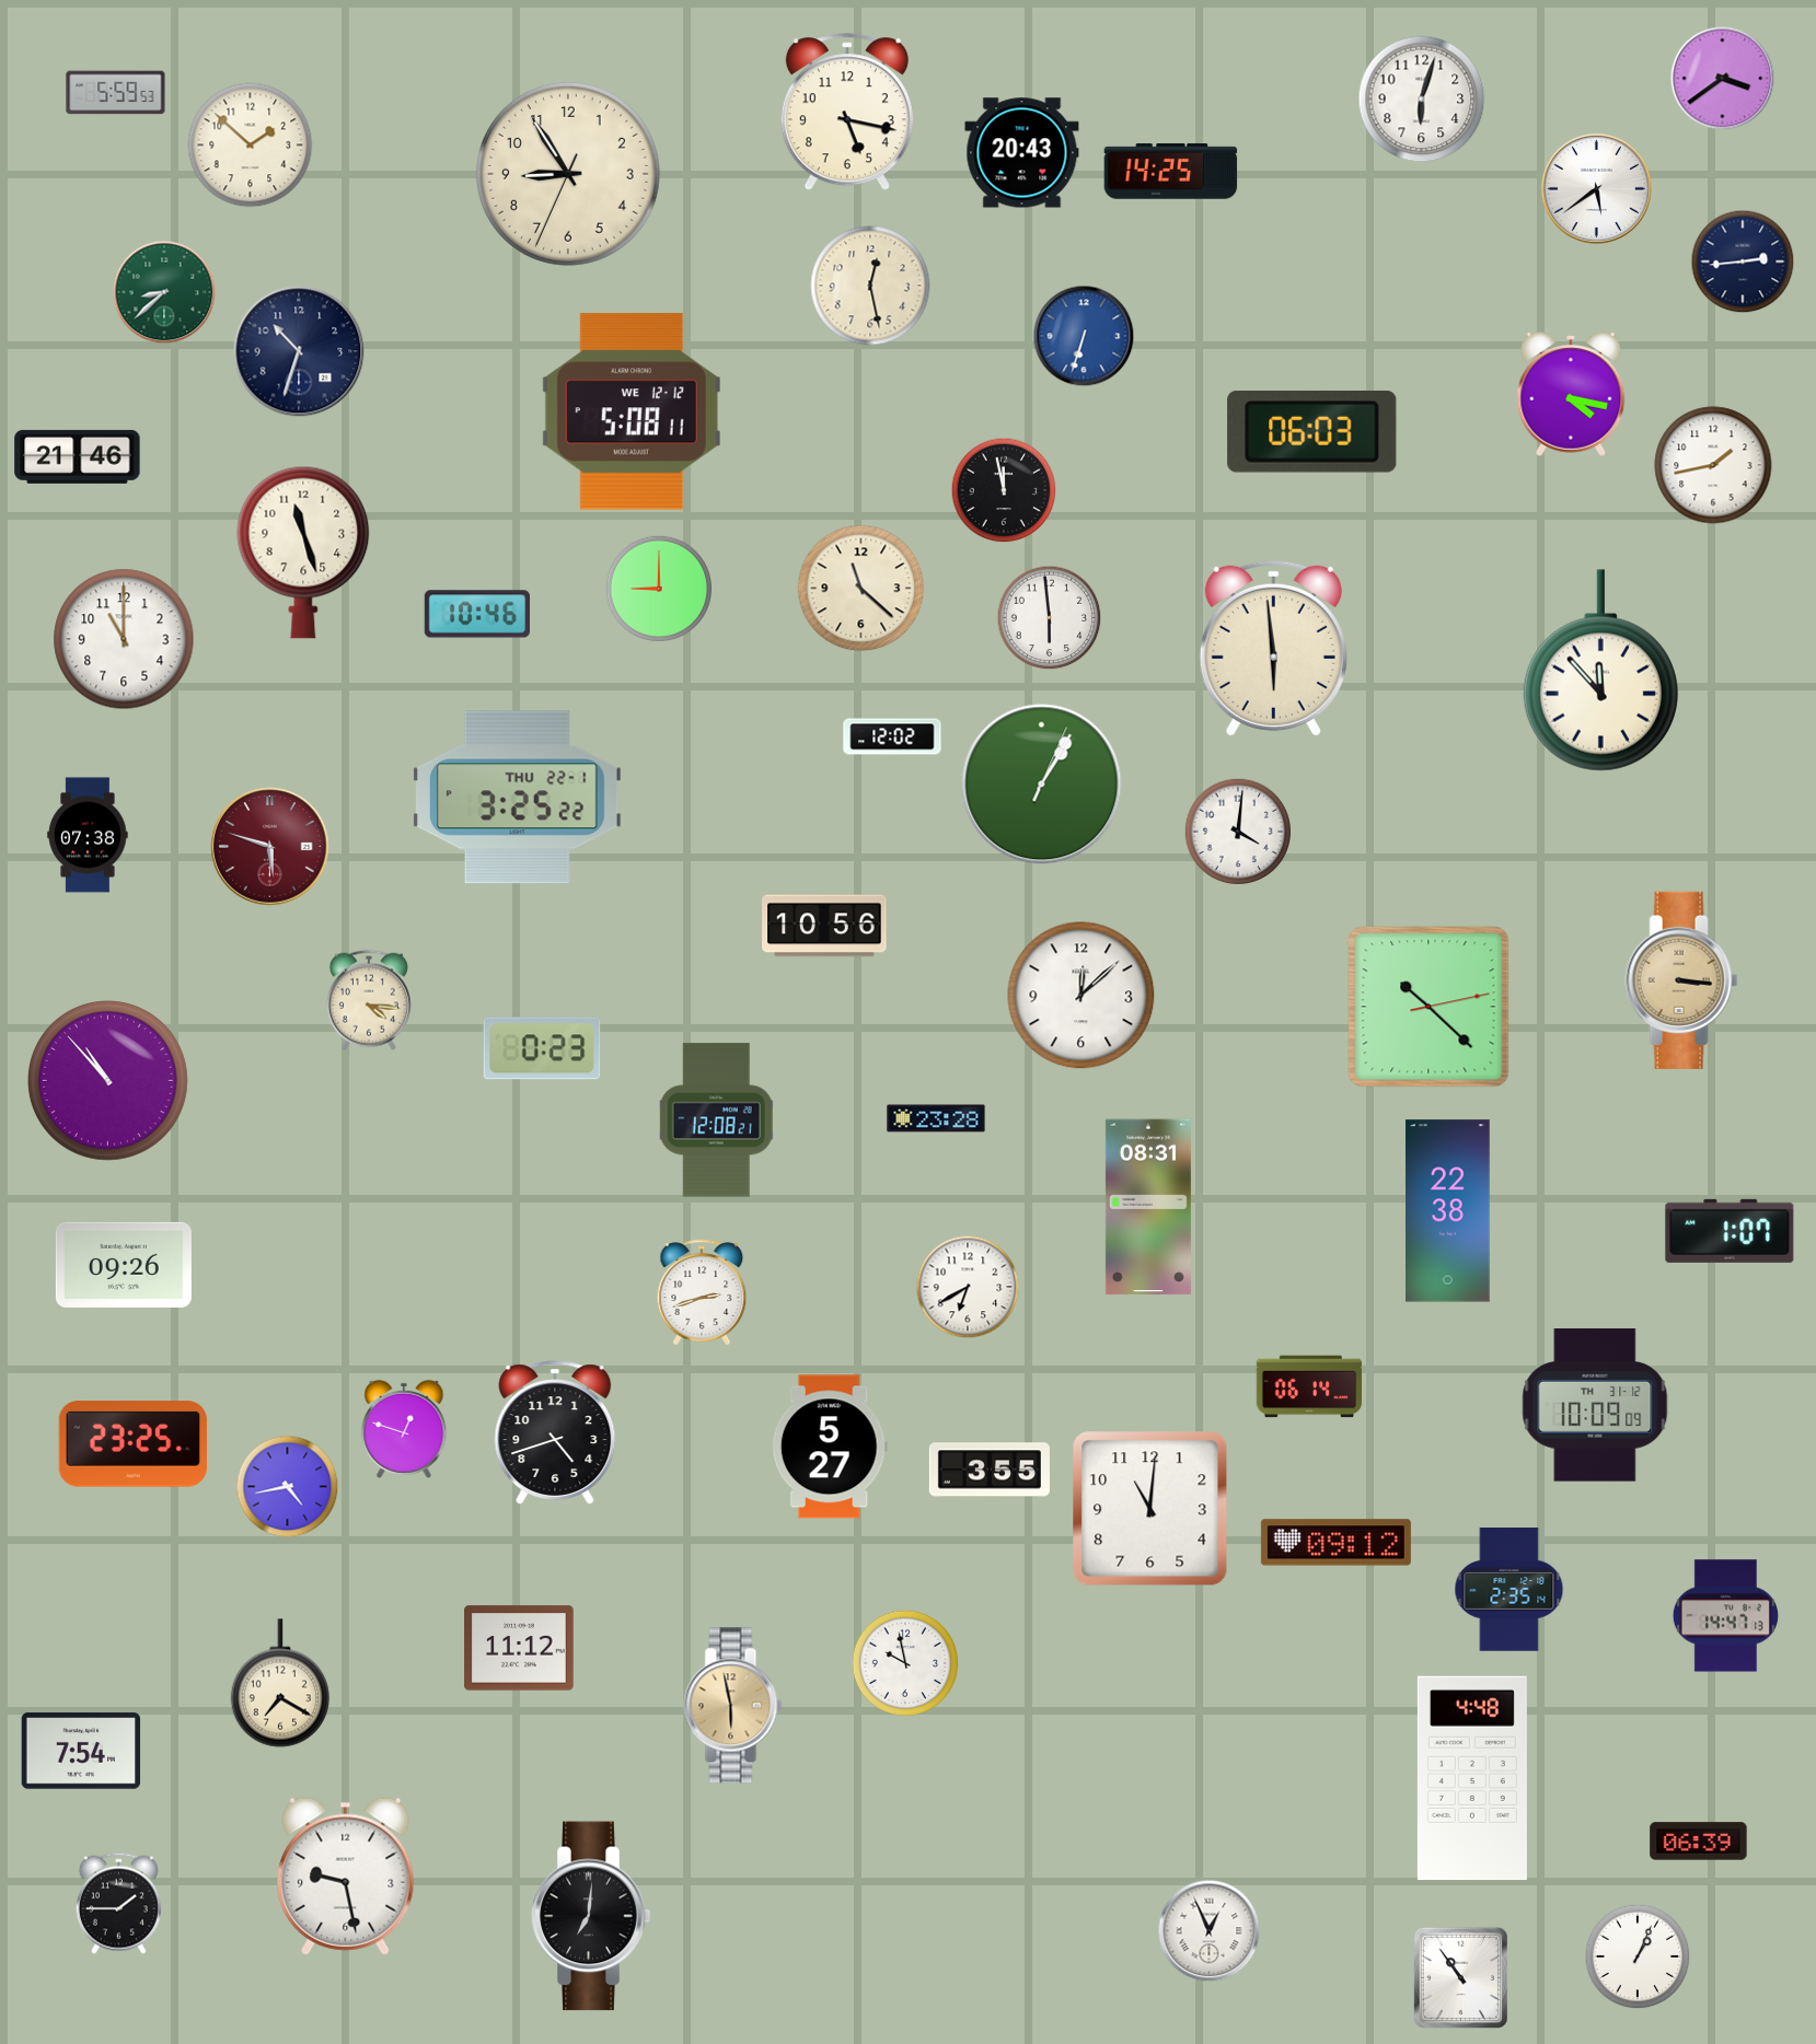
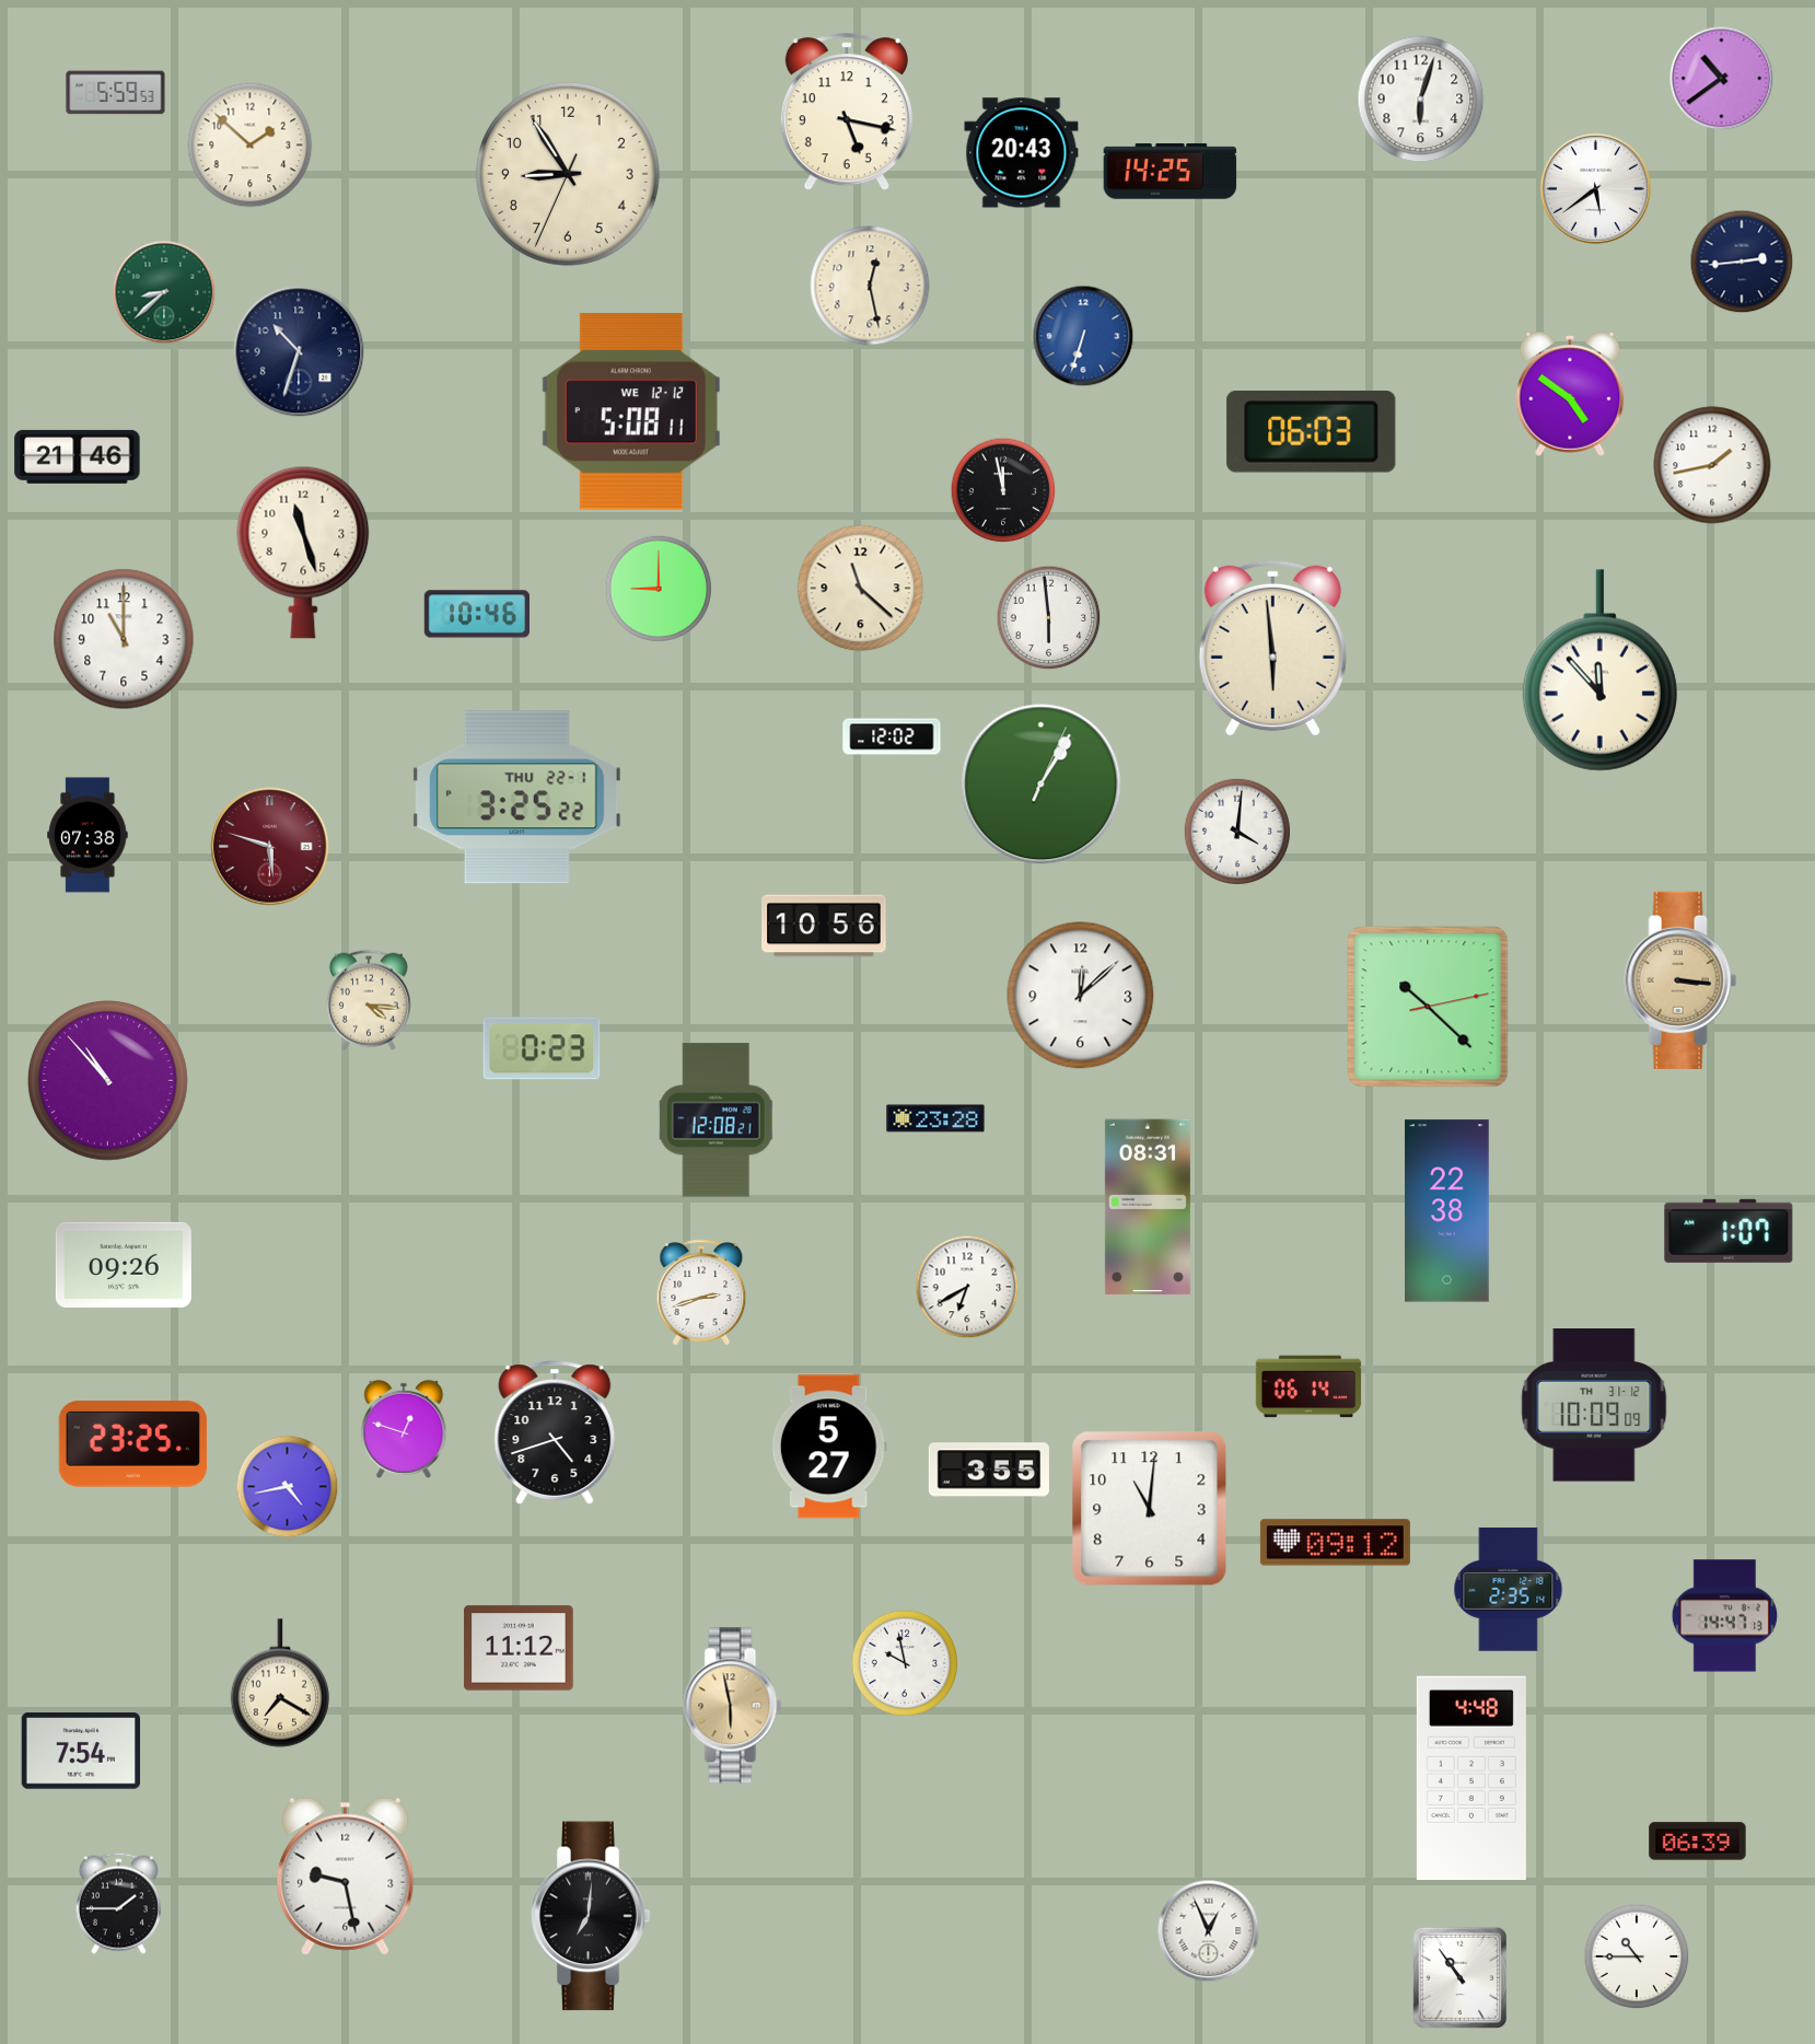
clock at (1723, 79): 3:39 -> 10:39
clock at (1571, 394): 4:17 -> 4:51
clock at (1638, 1956): 1:04 -> 10:45
